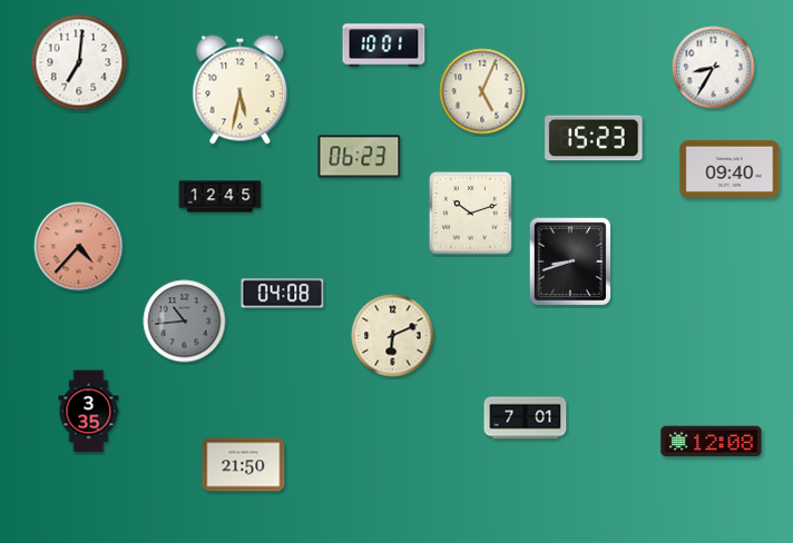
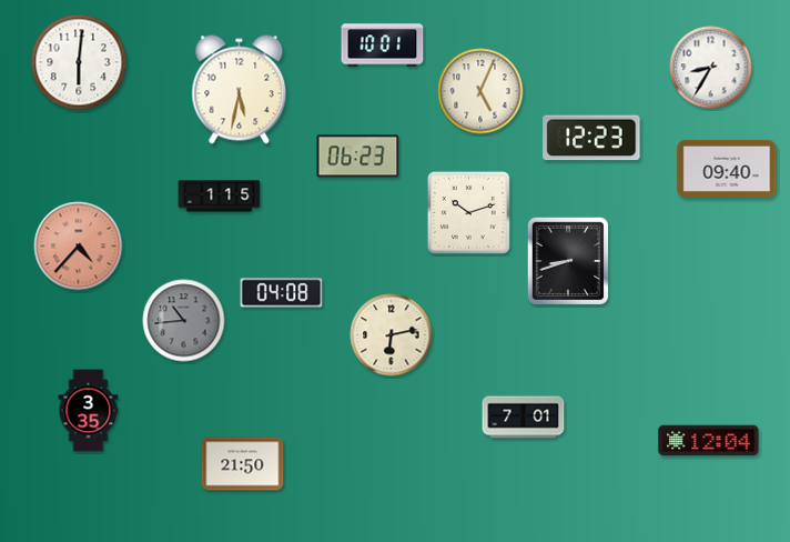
clock at (79, 62): 7:01 -> 6:01
clock at (594, 138): 15:23 -> 12:23
clock at (221, 197): 12:45 -> 1:15
clock at (393, 336): 6:11 -> 6:13
clock at (712, 442): 12:08 -> 12:04
